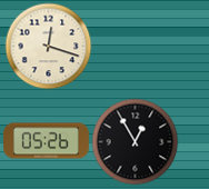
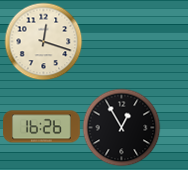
clock at (47, 141): 05:26 -> 16:26
